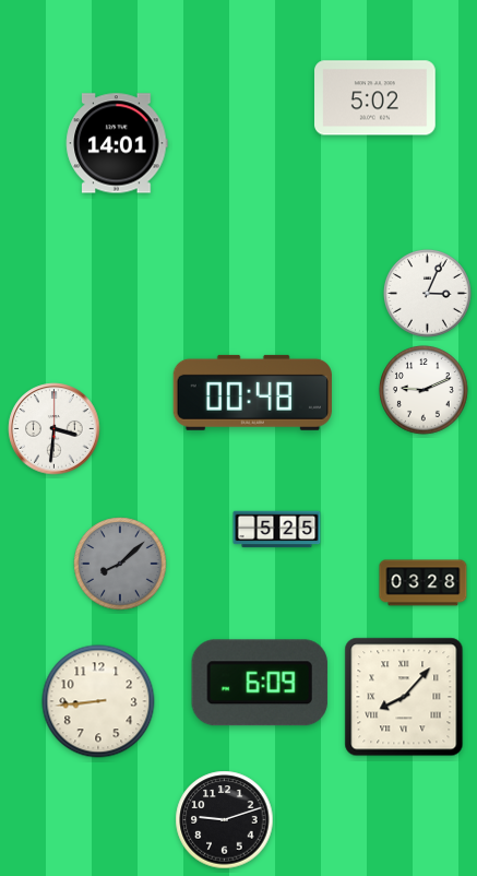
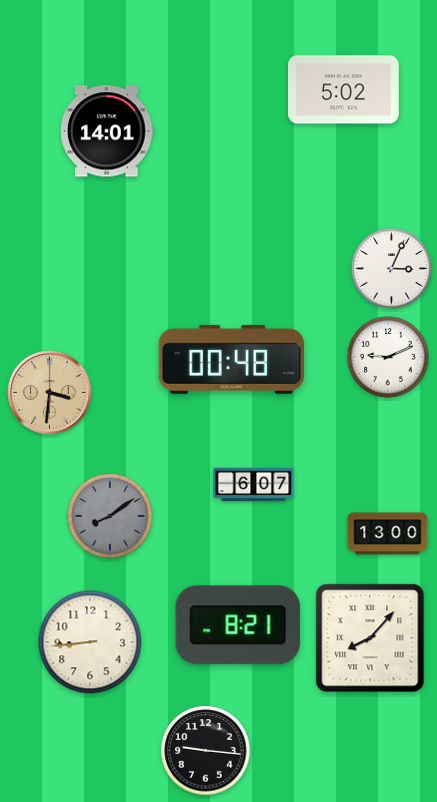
clock at (55, 429) dial: white -> champagne
clock at (277, 530): 5:25 -> 6:07
clock at (120, 564): 8:08 -> 8:09
clock at (424, 583): 03:28 -> 13:00
clock at (260, 683): 6:09 -> 8:21
clock at (225, 820): 9:12 -> 9:16
